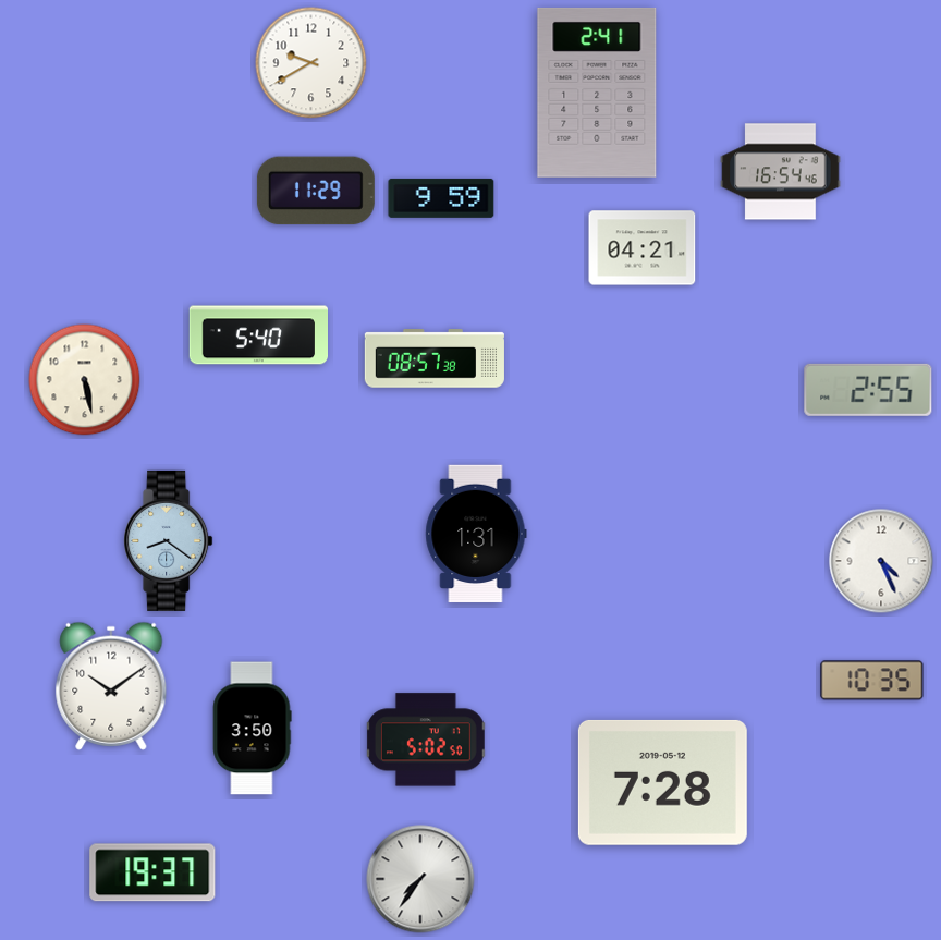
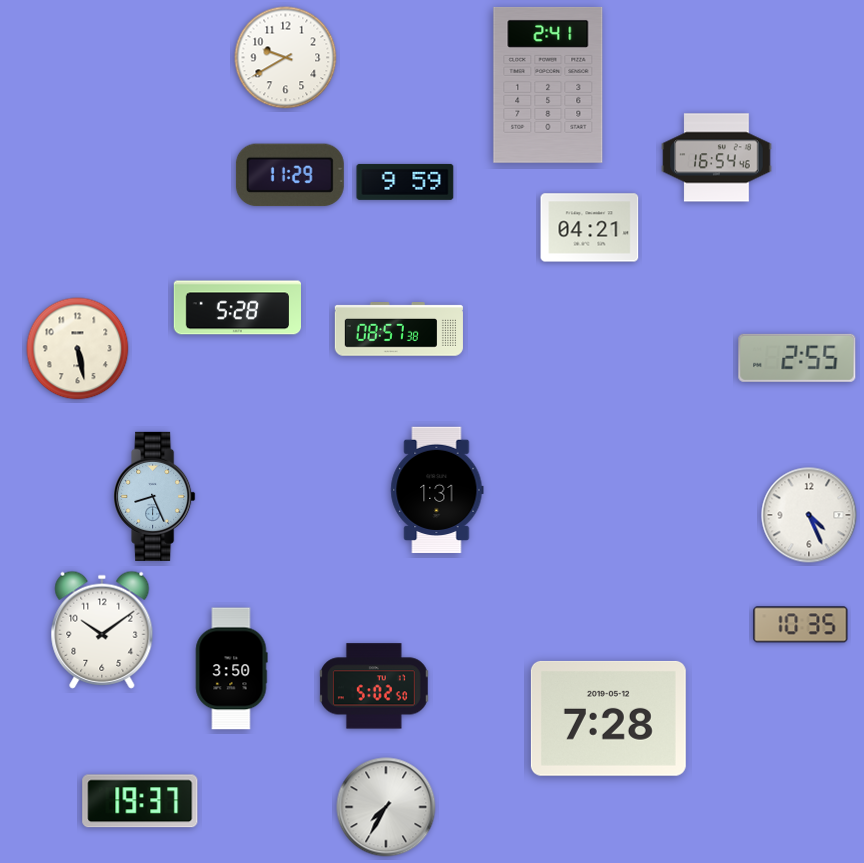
clock at (258, 335): 5:40 -> 5:28
clock at (169, 540): 8:21 -> 8:26
clock at (426, 740) position: (426, 740) -> (374, 686)
clock at (420, 879): 7:36 -> 7:35
